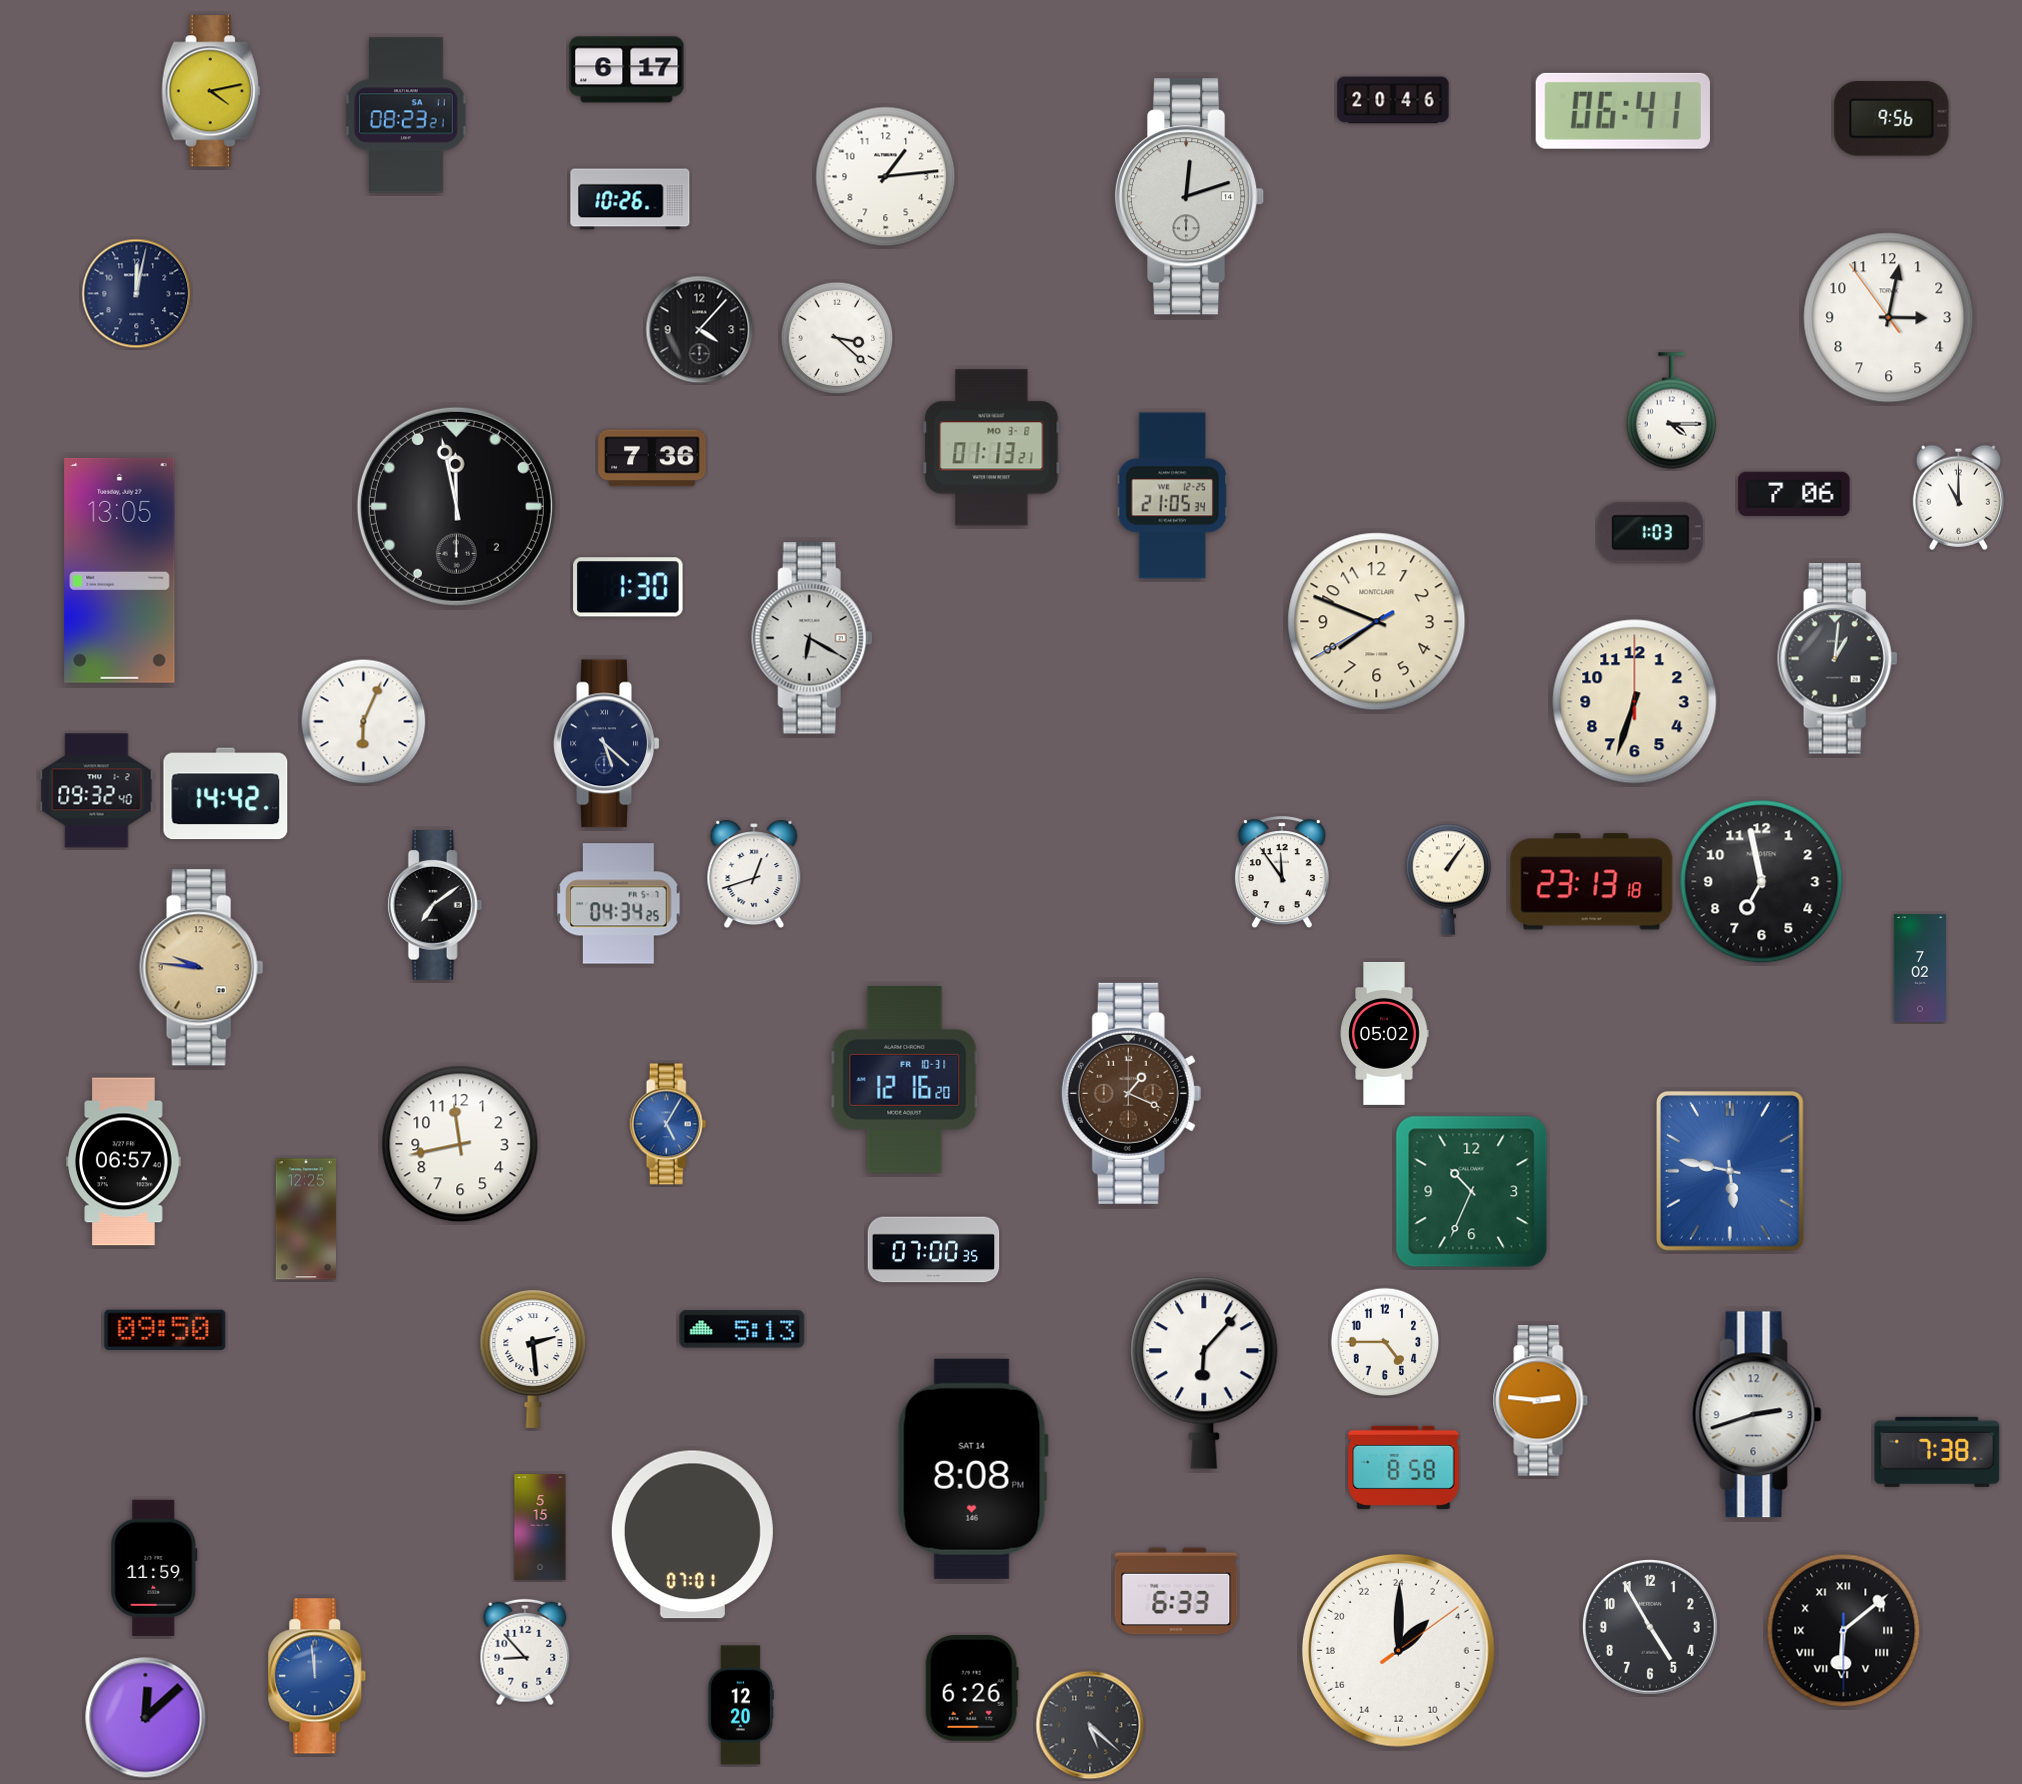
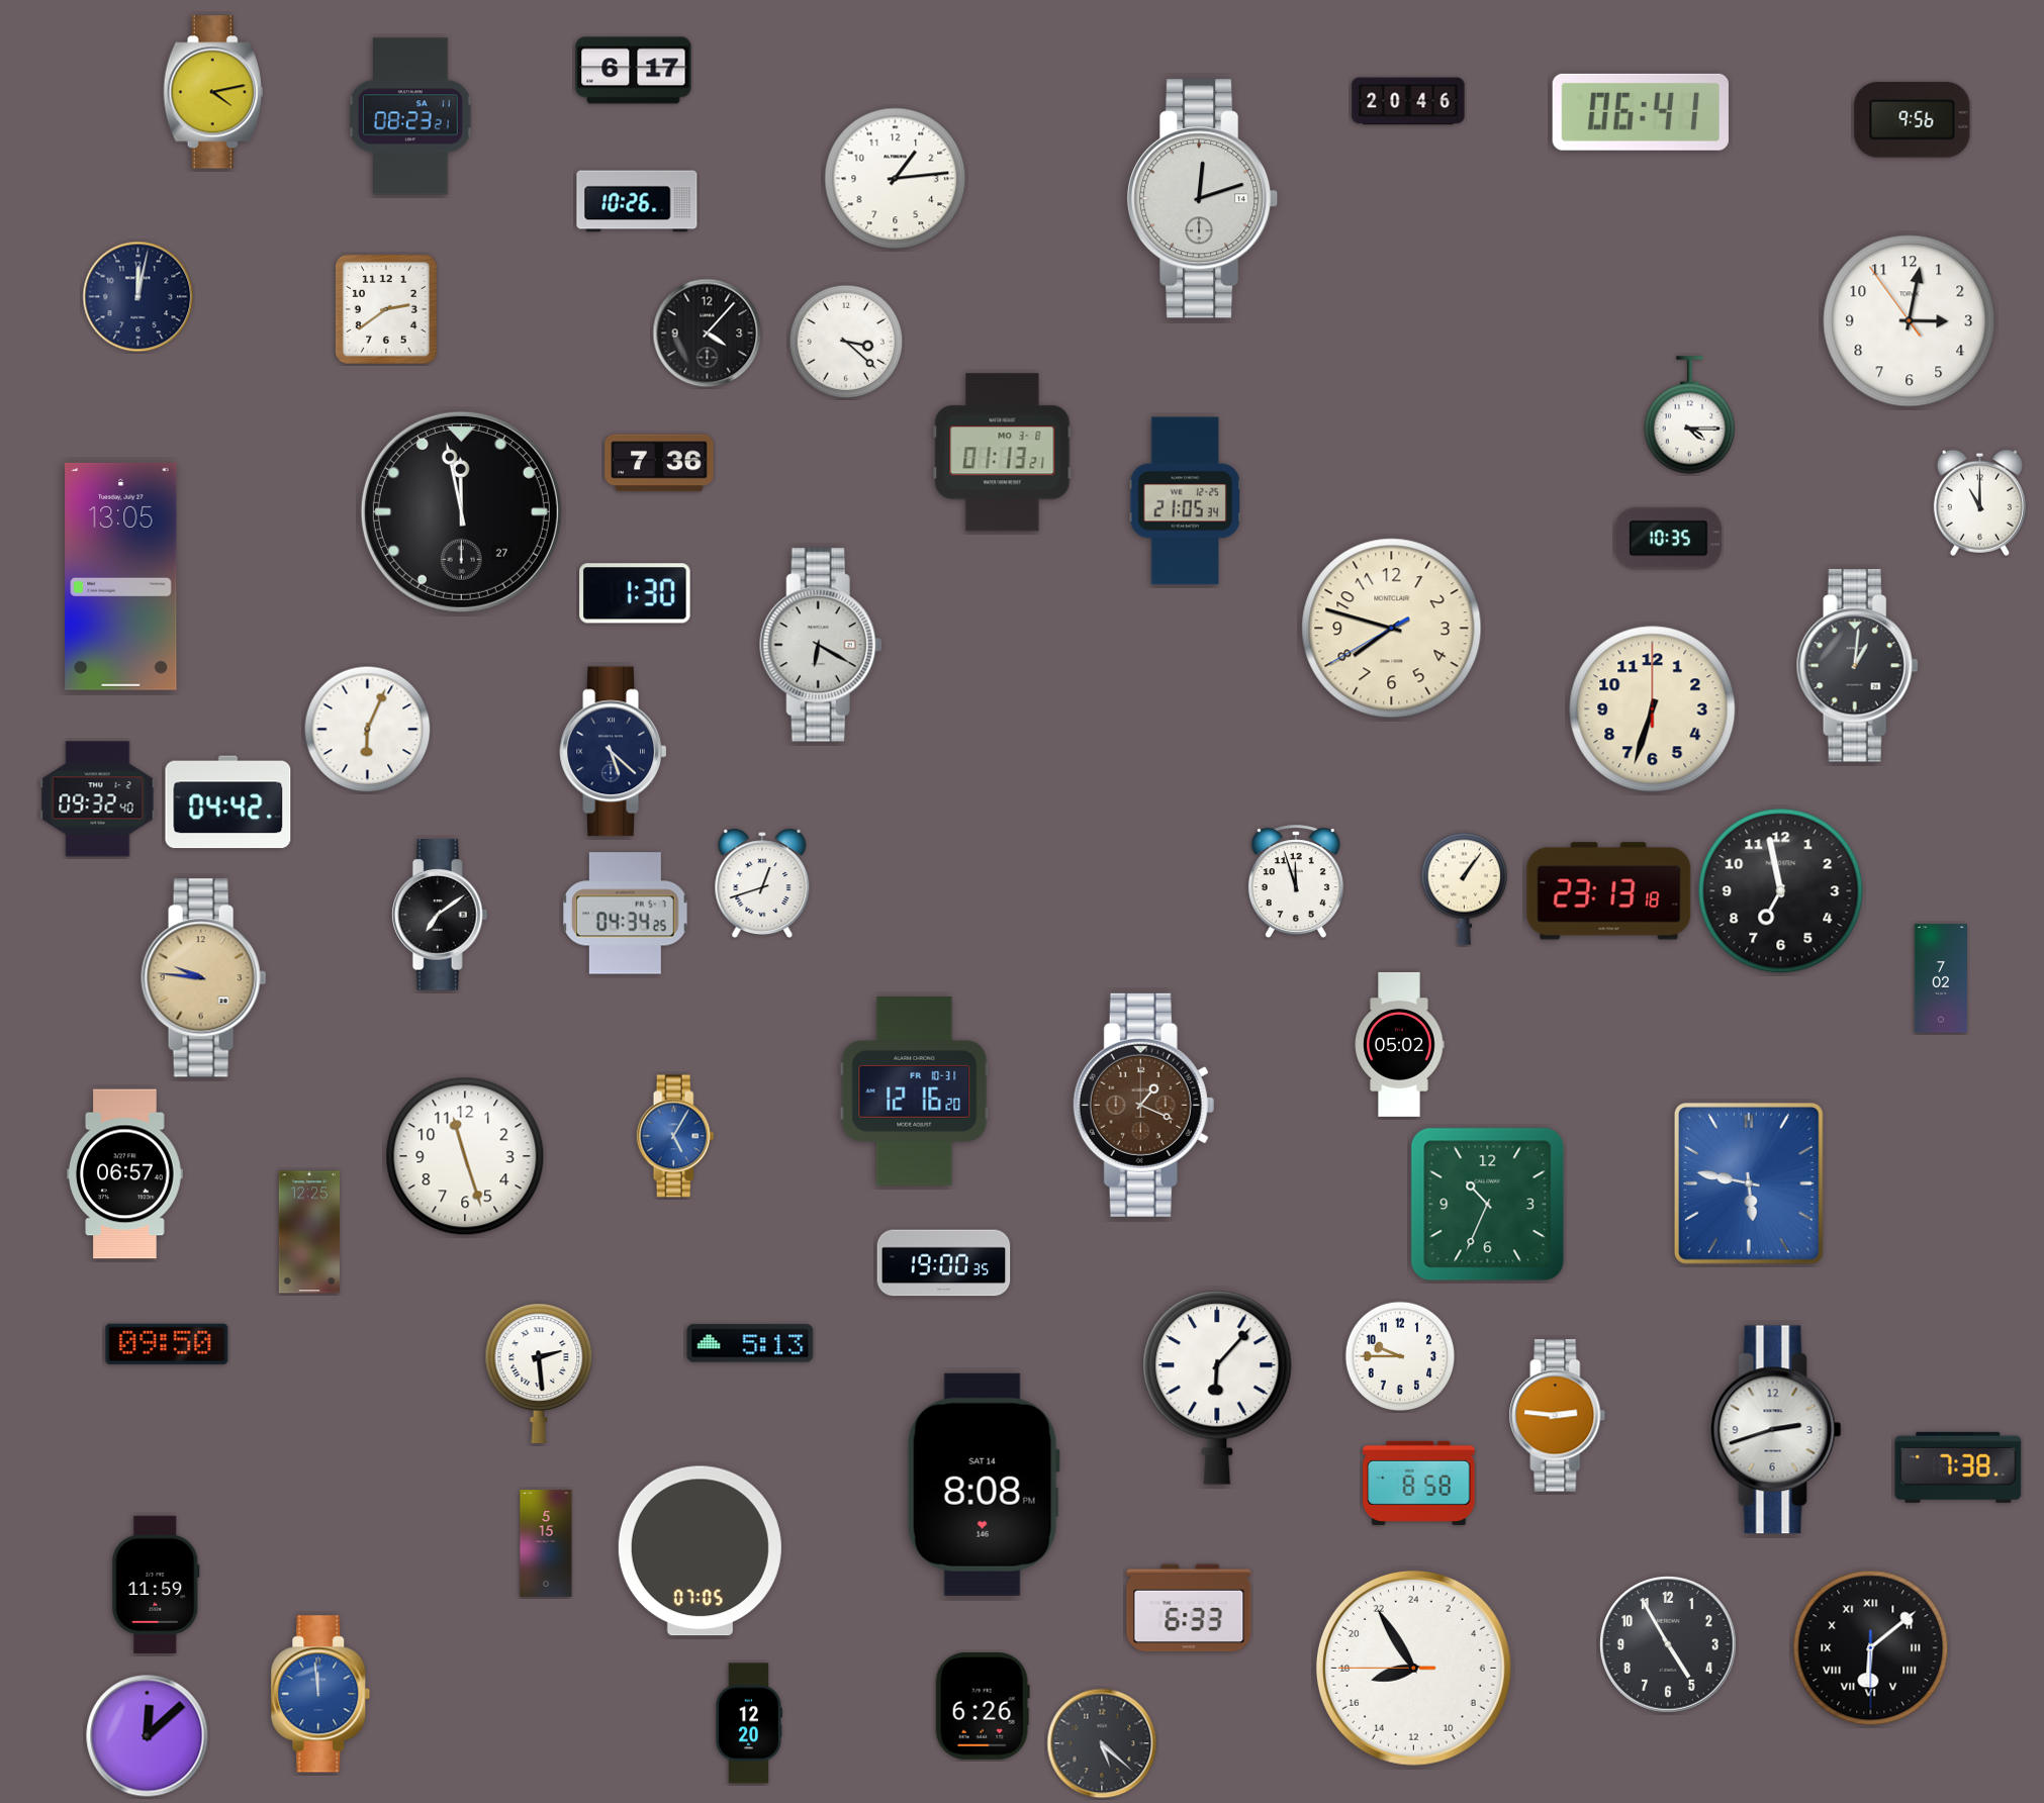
clock at (386, 309): none -> 2:39
clock at (1794, 494): 7:06 -> none
clock at (456, 506) date: 2 -> 27
clock at (1650, 533): 1:03 -> 10:35
clock at (1377, 622): 7:48 -> 7:47
clock at (226, 794): 14:42 -> 04:42
clock at (1282, 873): 11:54 -> 11:57
clock at (460, 1144): 11:43 -> 11:27
clock at (934, 1250): 07:00 -> 19:00
clock at (1385, 1342): 4:45 -> 9:45
clock at (692, 1535): 07:01 -> 07:05
clock at (1844, 1631) position: (1844, 1631) -> (1871, 1648)
clock at (1398, 1650): 3:00 -> 16:54
clock at (525, 1652): 8:53 -> none
